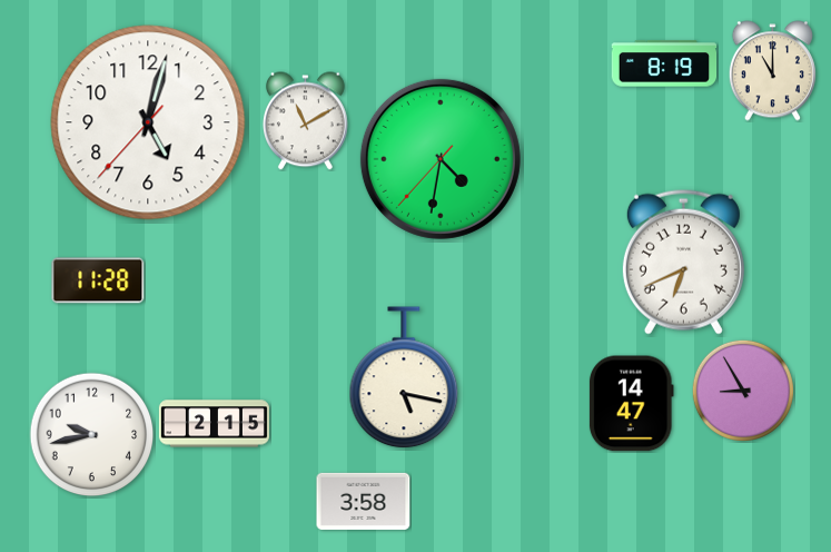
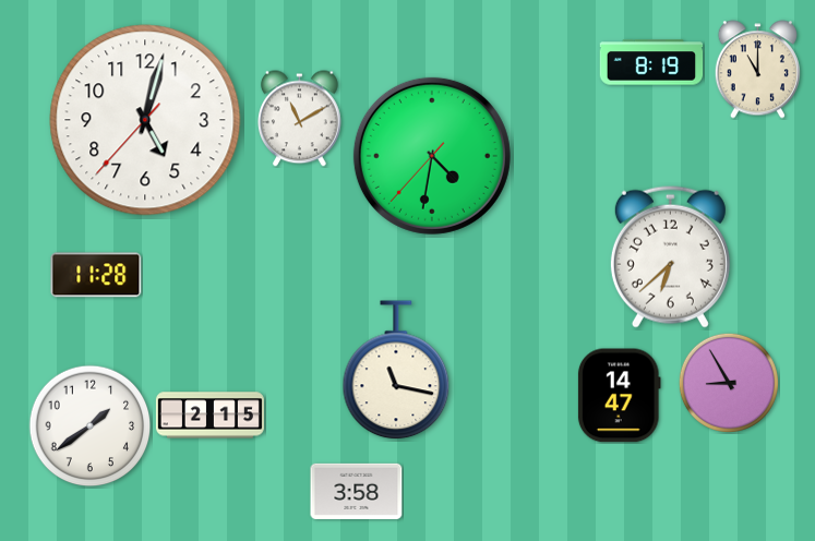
clock at (683, 262): 6:41 -> 6:38
clock at (404, 378): 5:17 -> 11:17
clock at (92, 435): 9:43 -> 1:39
